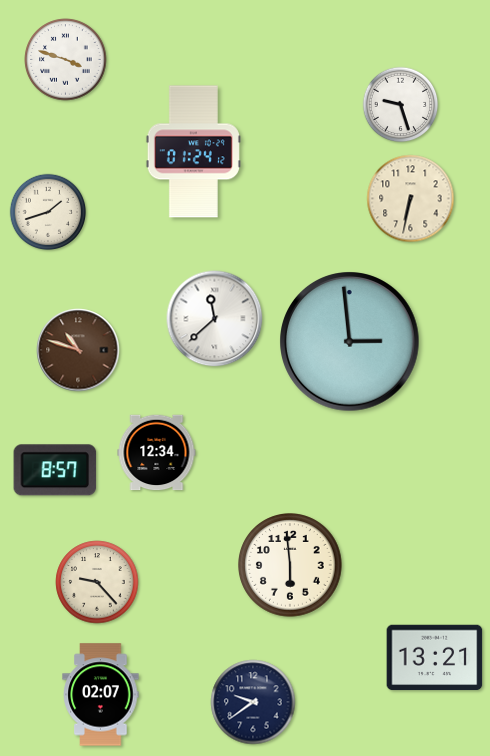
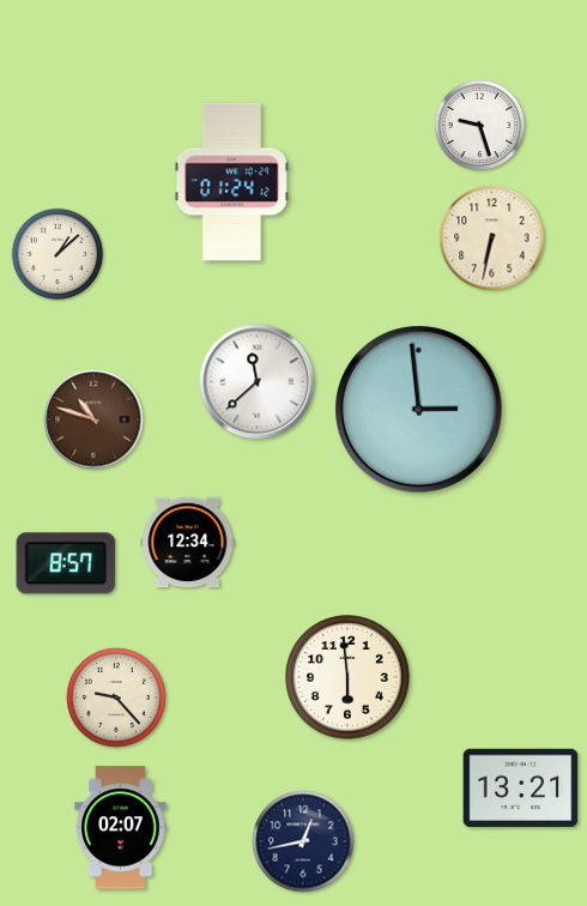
clock at (66, 60): 3:48 -> none
clock at (48, 212): 1:42 -> 1:08
clock at (101, 695) position: (101, 695) -> (121, 828)
clock at (253, 702): 9:39 -> 12:43
